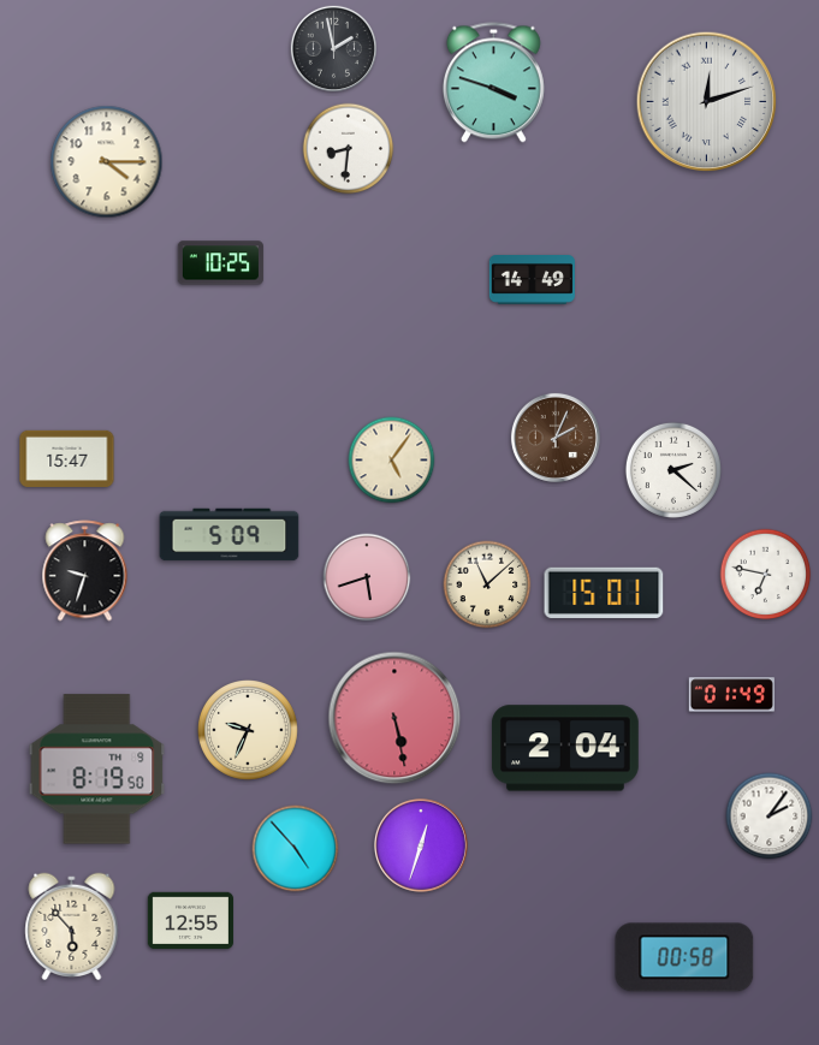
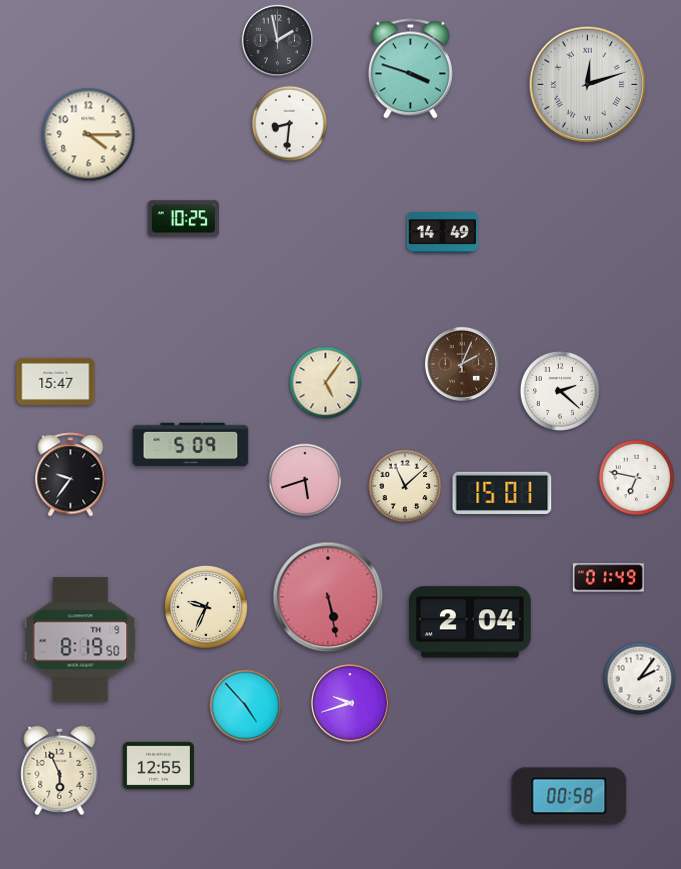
clock at (85, 571): 9:33 -> 9:36
clock at (421, 845): 12:33 -> 9:42
clock at (72, 927): 5:53 -> 5:56
